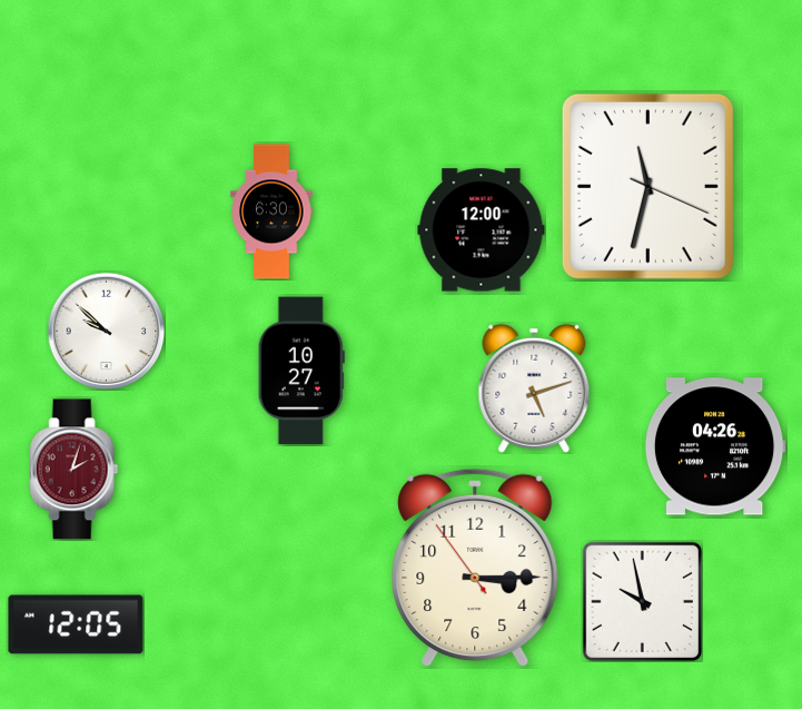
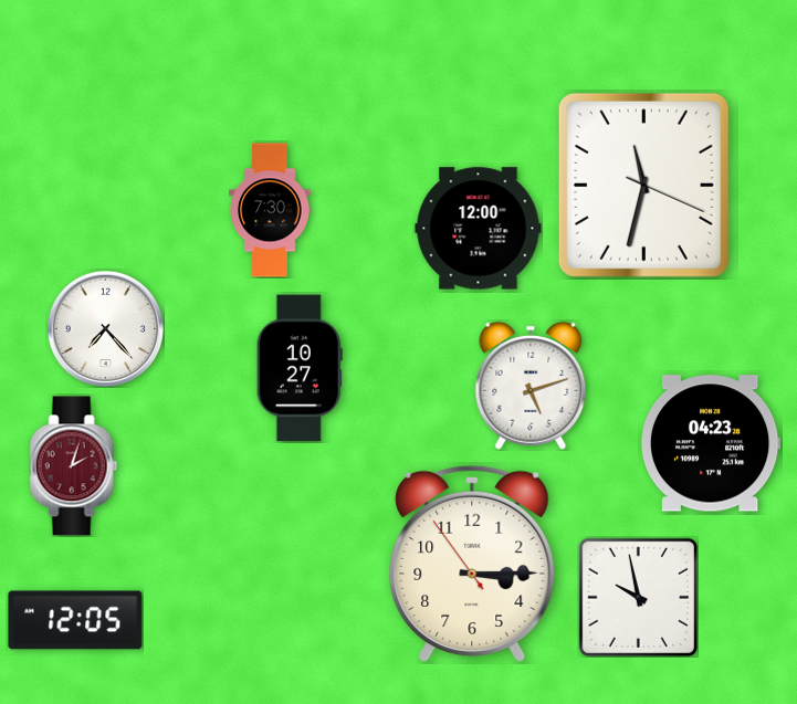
clock at (271, 211): 6:30 -> 7:30
clock at (106, 331): 9:52 -> 7:23
clock at (715, 446): 04:26 -> 04:23
